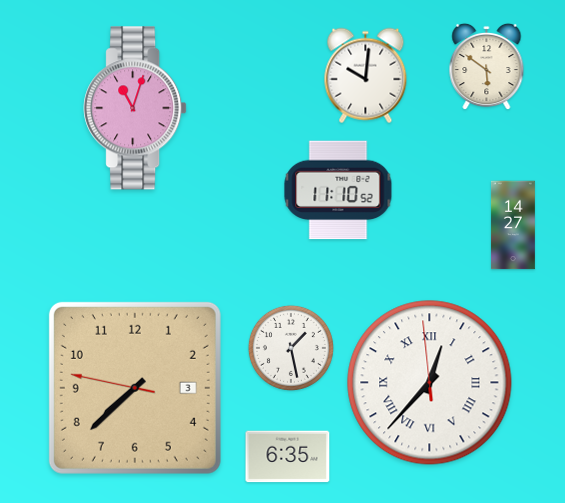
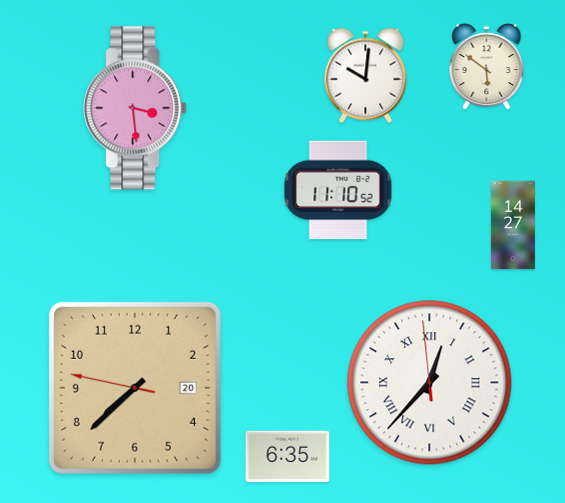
clock at (135, 108): 11:03 -> 3:29
clock at (291, 348): 1:28 -> none
clock at (135, 388) date: 3 -> 20
